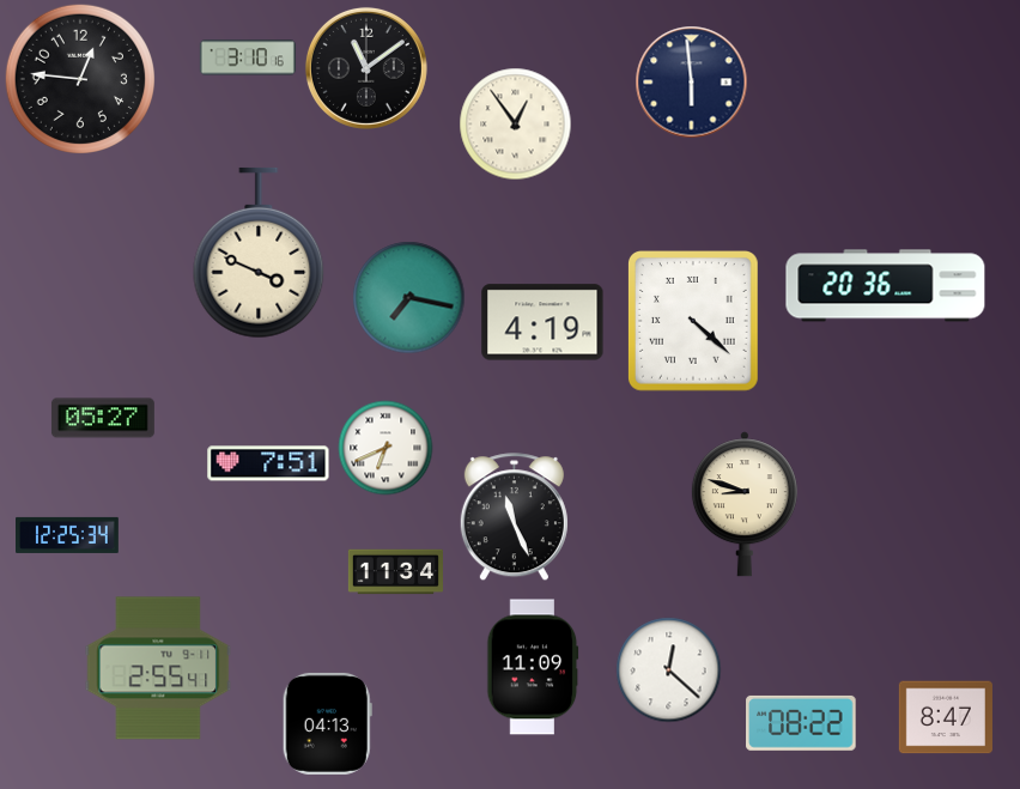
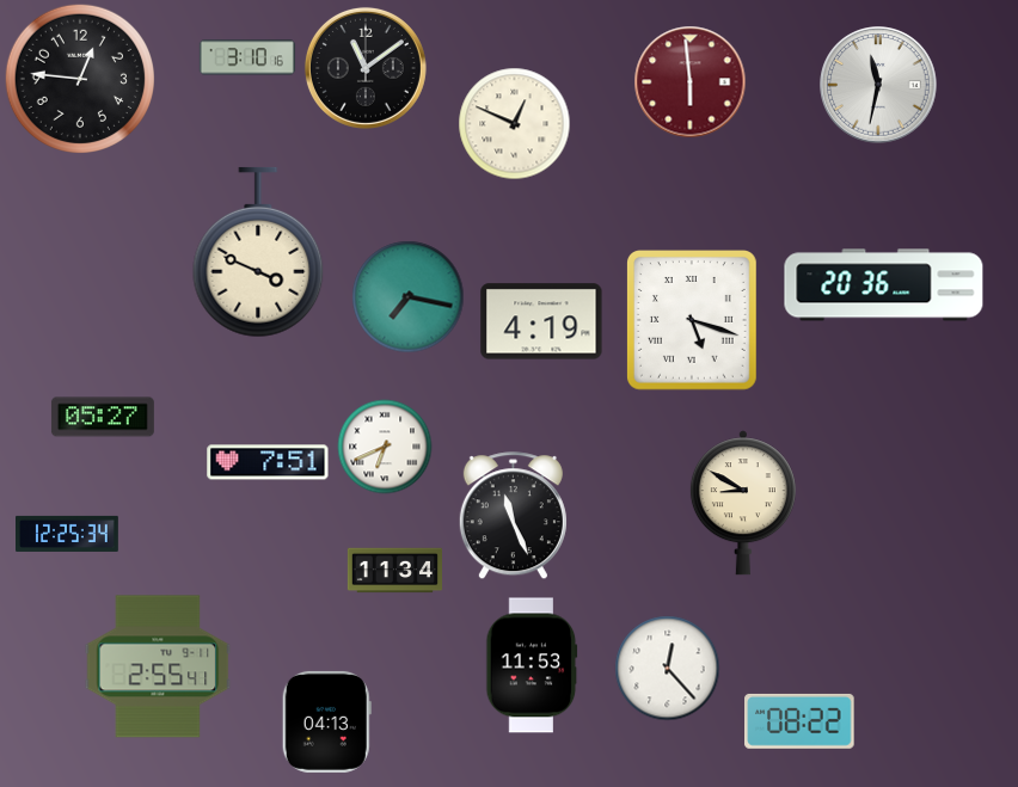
clock at (691, 81) dial: navy -> burgundy
clock at (878, 85): none -> 11:32
clock at (515, 123): 12:54 -> 12:49
clock at (693, 322): 4:22 -> 5:18
clock at (745, 504): 8:48 -> 8:50
clock at (533, 667): 11:09 -> 11:53
clock at (668, 669): 12:22 -> 12:23
clock at (946, 717): 8:47 -> none
